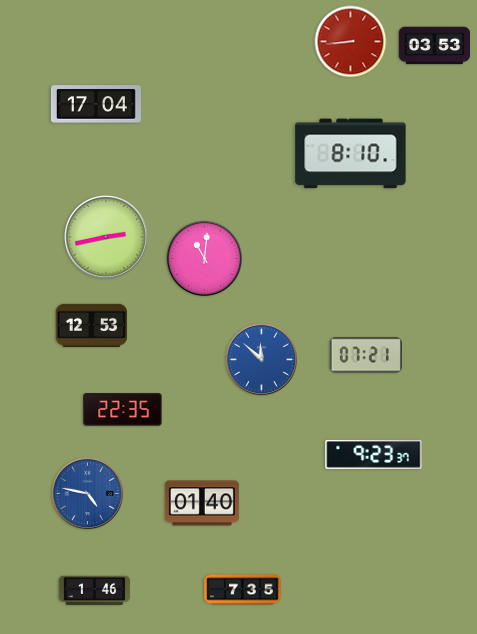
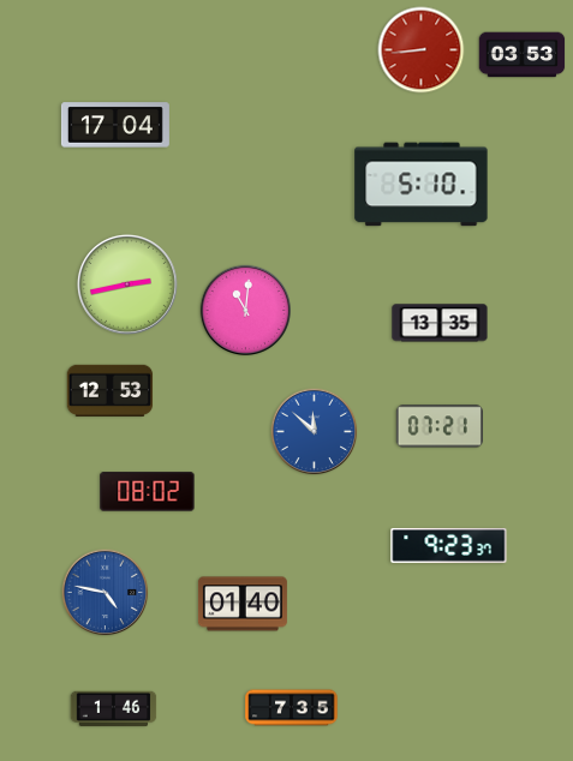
clock at (351, 154): 8:10 -> 5:10
clock at (440, 323): none -> 13:35
clock at (123, 410): 22:35 -> 08:02
